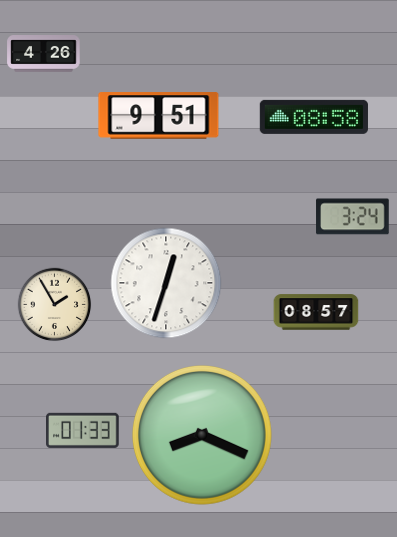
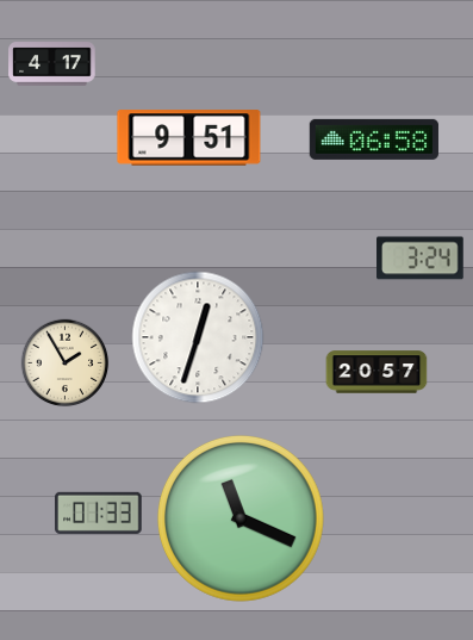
clock at (44, 54): 4:26 -> 4:17
clock at (314, 117): 08:58 -> 06:58
clock at (316, 312): 08:57 -> 20:57
clock at (202, 435): 8:19 -> 11:19
